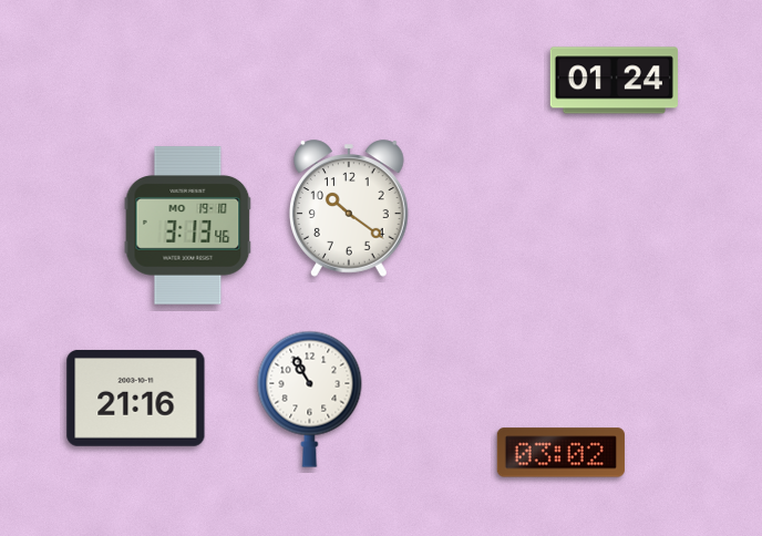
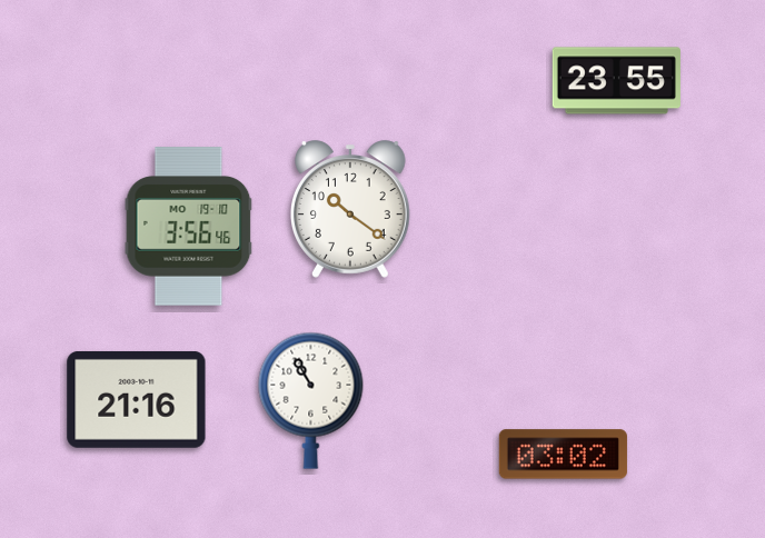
clock at (614, 81): 01:24 -> 23:55
clock at (188, 226): 3:13 -> 3:56
